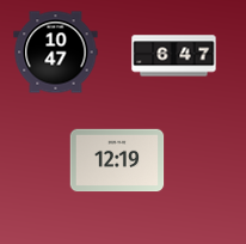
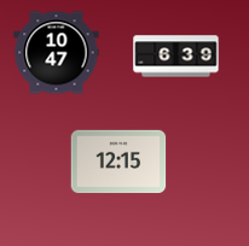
clock at (174, 56): 6:47 -> 6:39
clock at (117, 160): 12:19 -> 12:15
